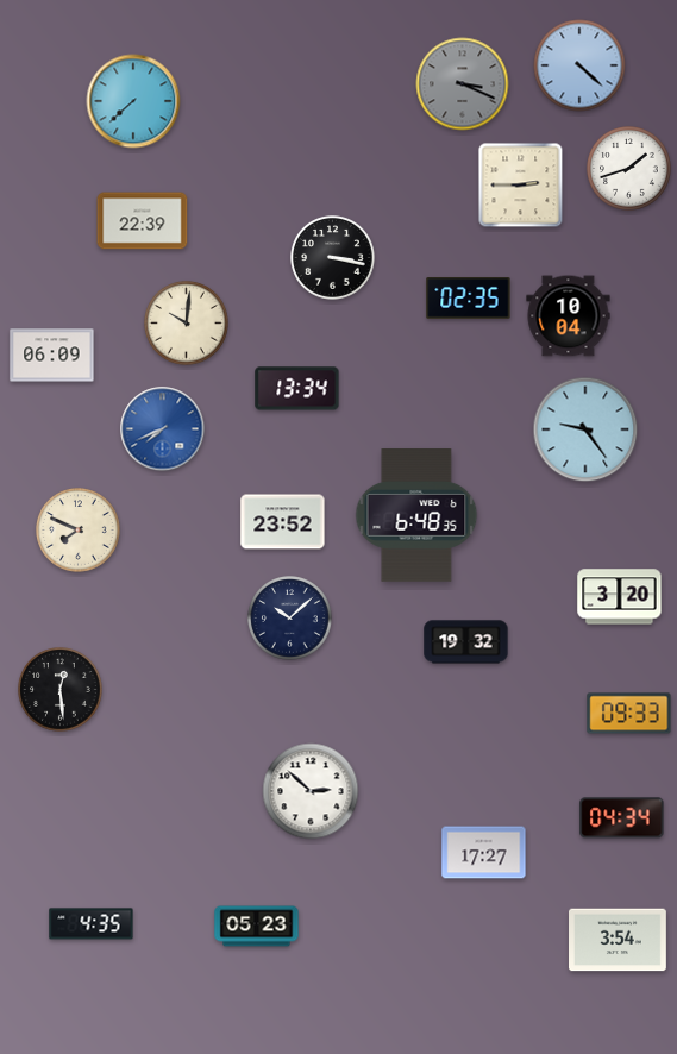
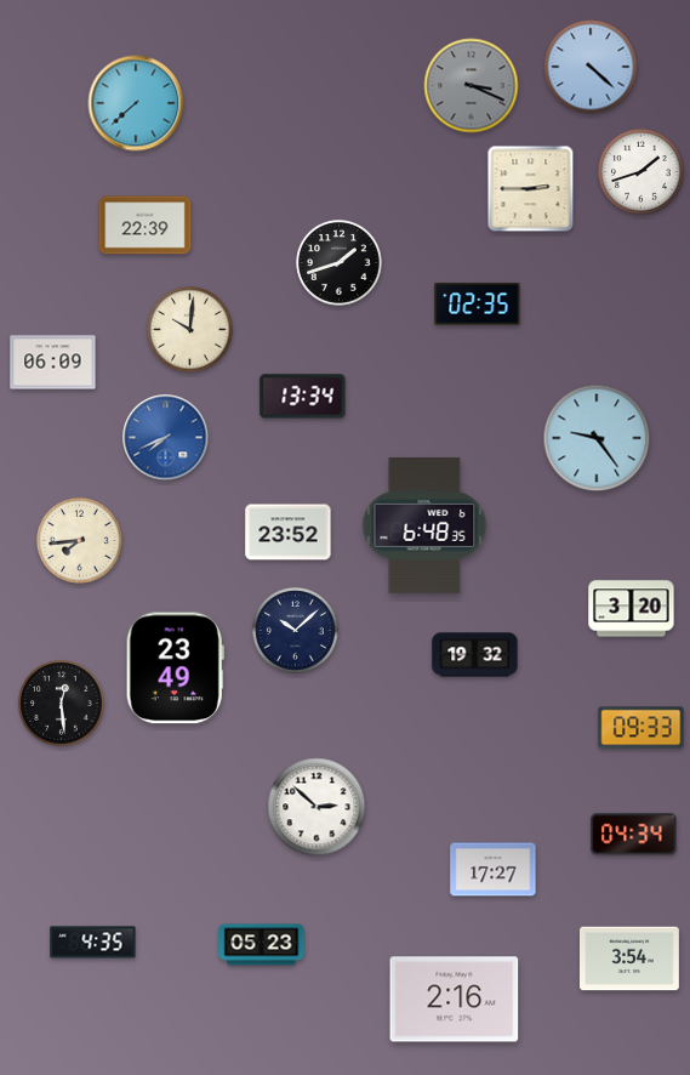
clock at (333, 258): 3:17 -> 1:42
clock at (569, 316): 10:04 -> none
clock at (79, 531): 7:49 -> 7:44
clock at (175, 669): none -> 23:49
clock at (455, 1000): none -> 2:16
